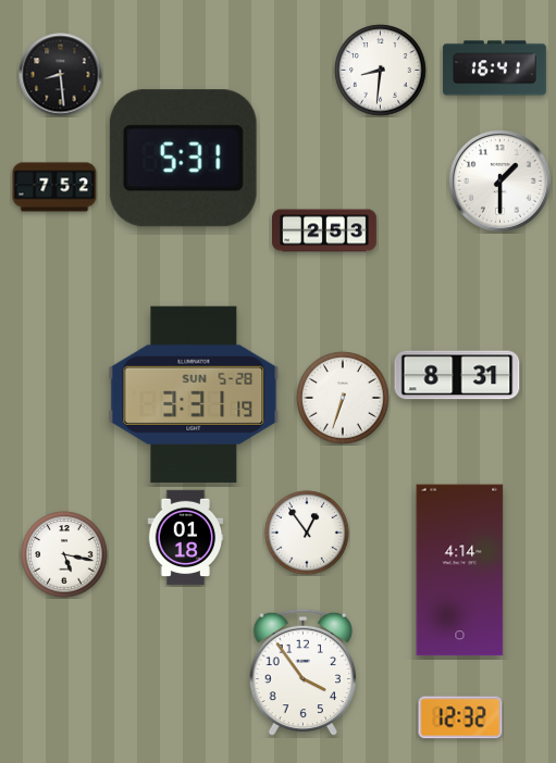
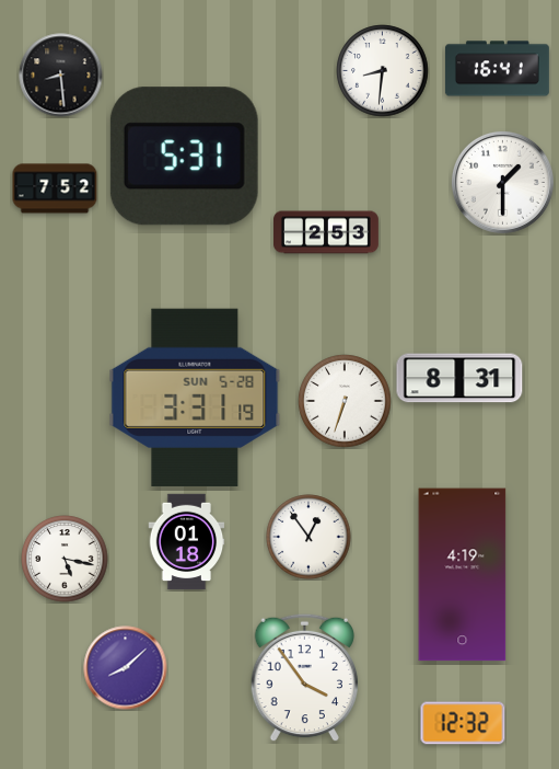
clock at (183, 159) position: (183, 159) -> (184, 157)
clock at (460, 571): 4:14 -> 4:19
clock at (126, 668): none -> 8:08
